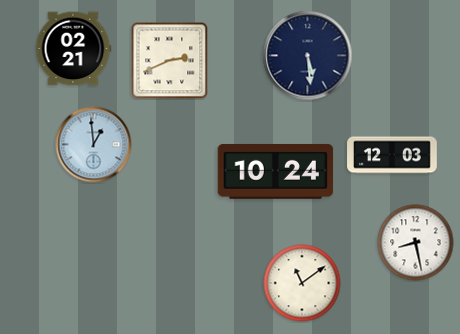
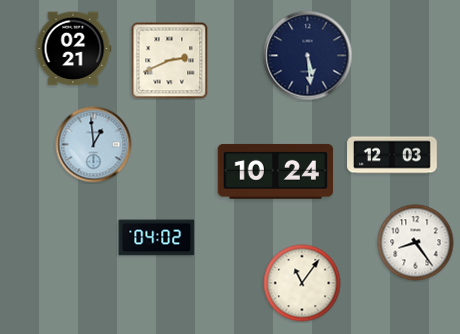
clock at (157, 238): none -> 04:02
clock at (416, 243): 8:28 -> 8:24
clock at (302, 283): 11:09 -> 11:06
